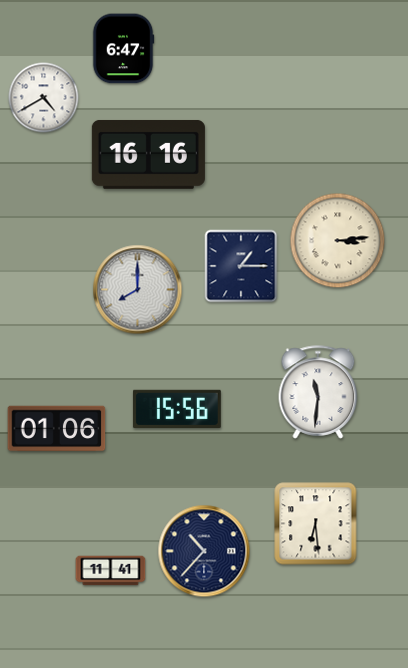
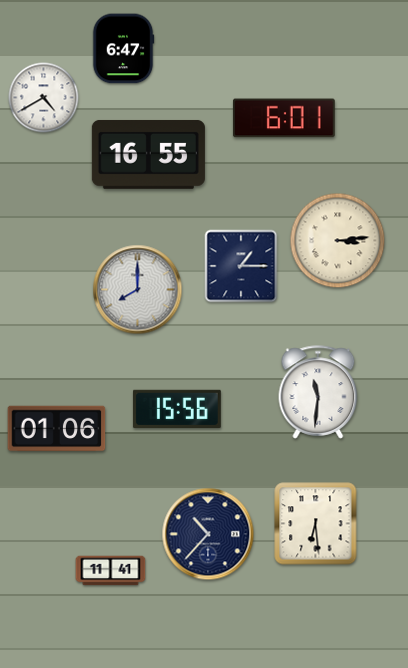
clock at (284, 118): none -> 6:01
clock at (148, 154): 16:16 -> 16:55
clock at (204, 551) position: (204, 551) -> (208, 534)
